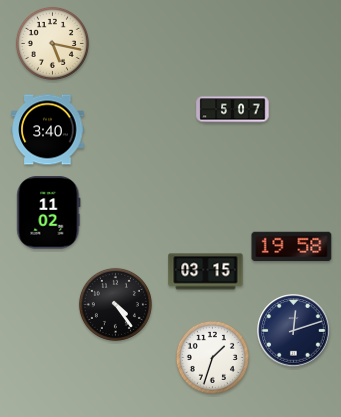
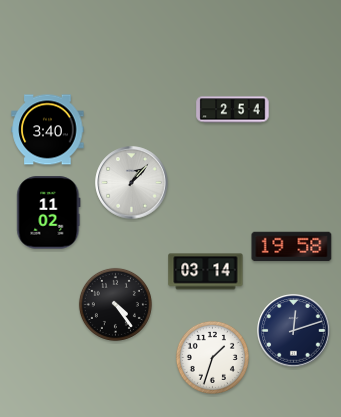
clock at (52, 43): 5:17 -> none
clock at (233, 110): 5:07 -> 2:54
clock at (132, 183): none -> 1:07
clock at (206, 272): 03:15 -> 03:14
